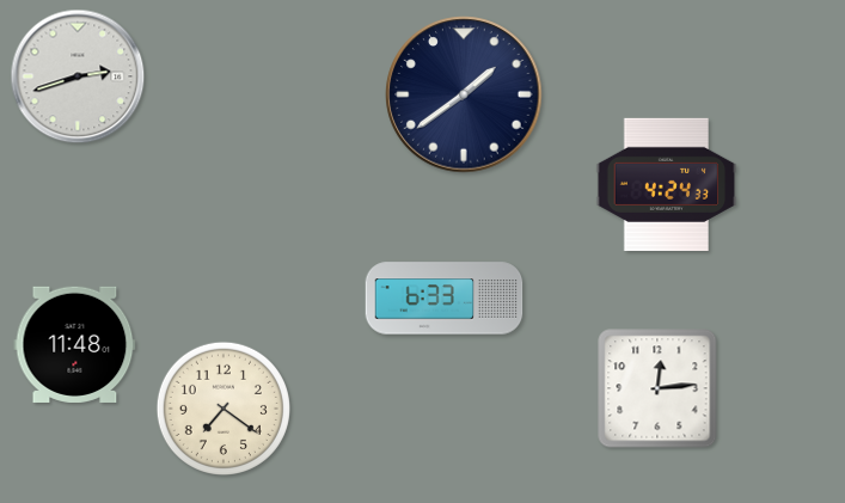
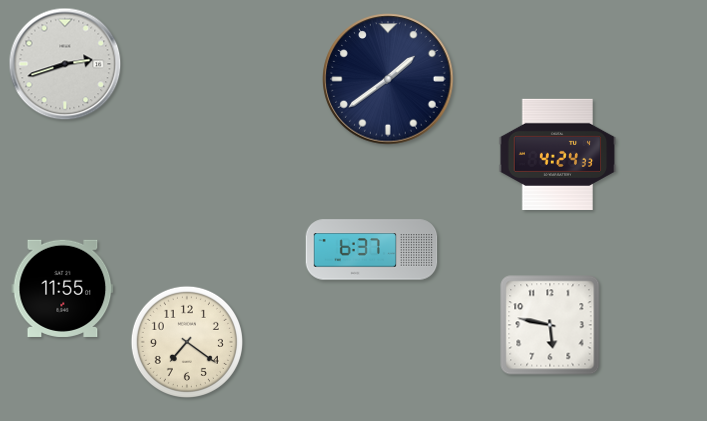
clock at (445, 299): 6:33 -> 6:37
clock at (75, 344): 11:48 -> 11:55
clock at (657, 388): 12:14 -> 5:47
